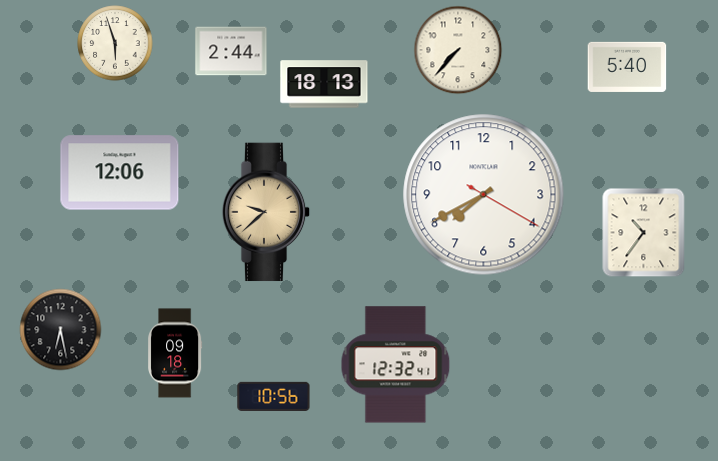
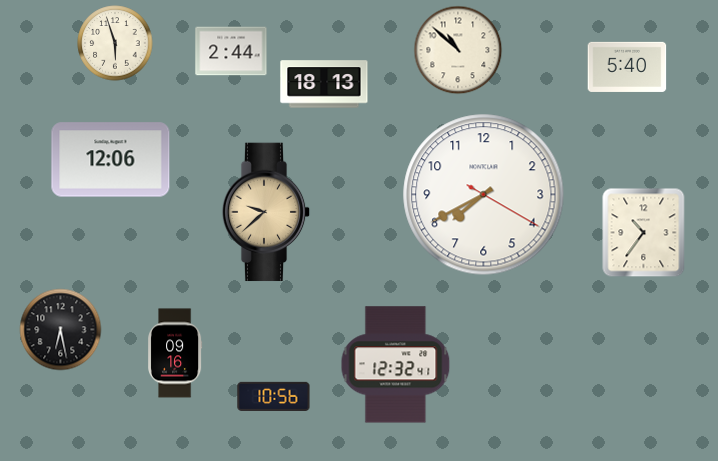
clock at (458, 50): 7:37 -> 10:52
clock at (120, 173) position: (120, 173) -> (111, 160)
clock at (175, 353): 09:18 -> 09:16
